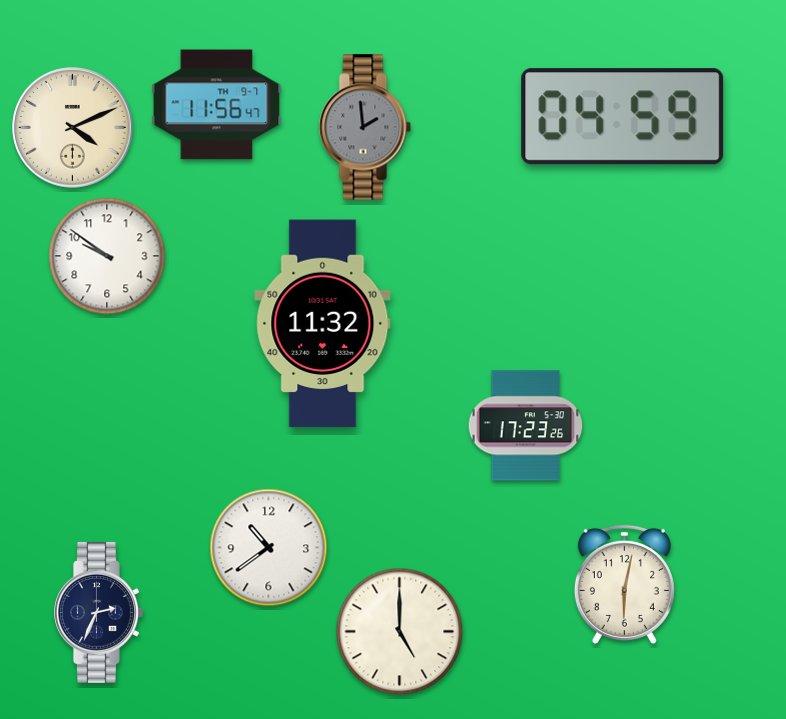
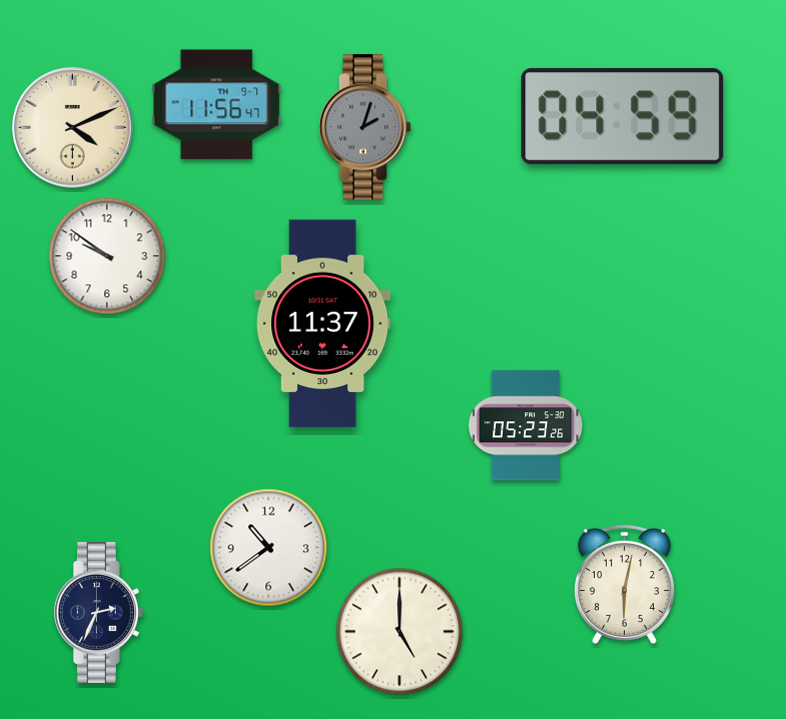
clock at (365, 127): 1:59 -> 2:03
clock at (323, 324): 11:32 -> 11:37
clock at (526, 426): 17:23 -> 05:23
